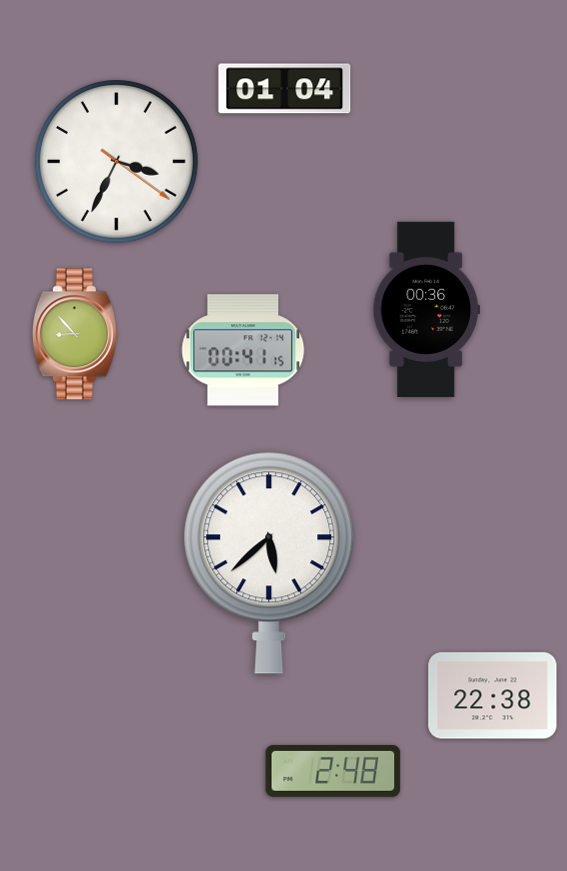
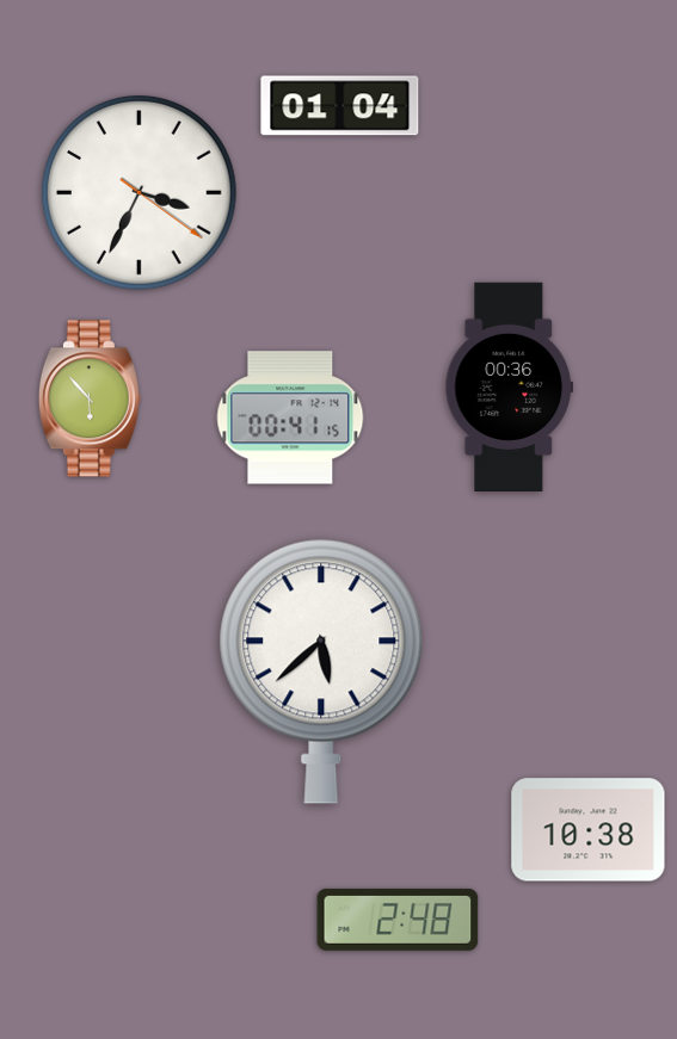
clock at (426, 309) position: (426, 309) -> (509, 386)
clock at (75, 334): 8:53 -> 5:53
clock at (493, 696): 22:38 -> 10:38
